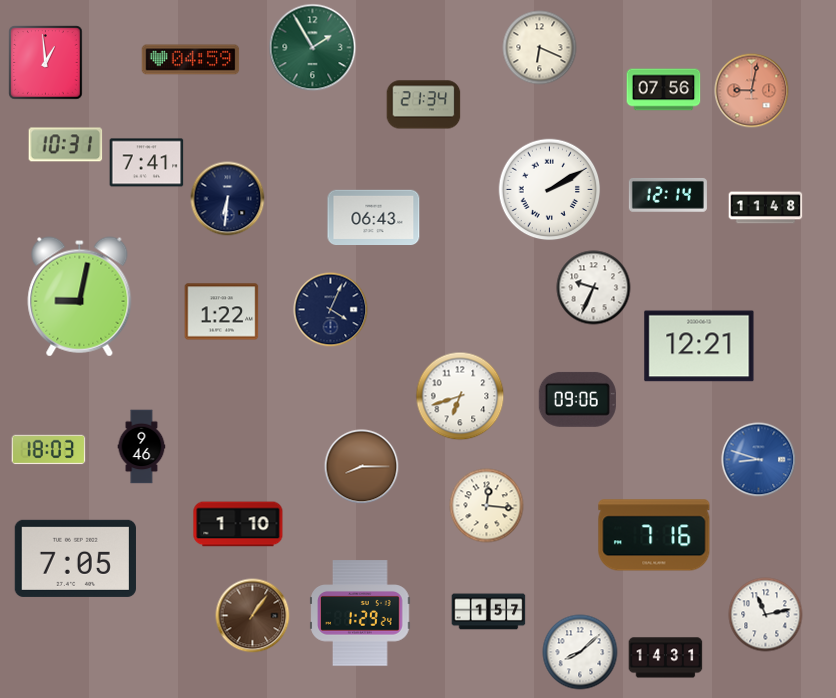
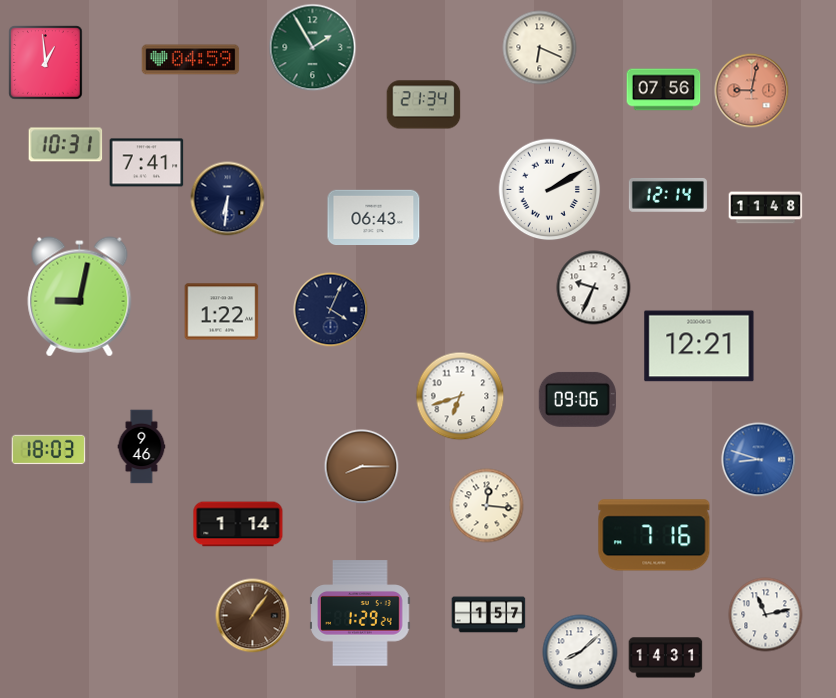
clock at (238, 524): 1:10 -> 1:14
clock at (75, 558): 7:05 -> none
clock at (489, 612) position: (489, 612) -> (489, 615)
